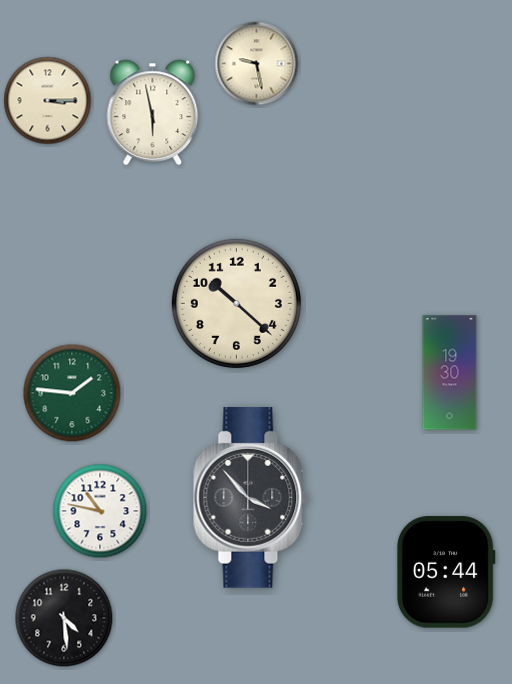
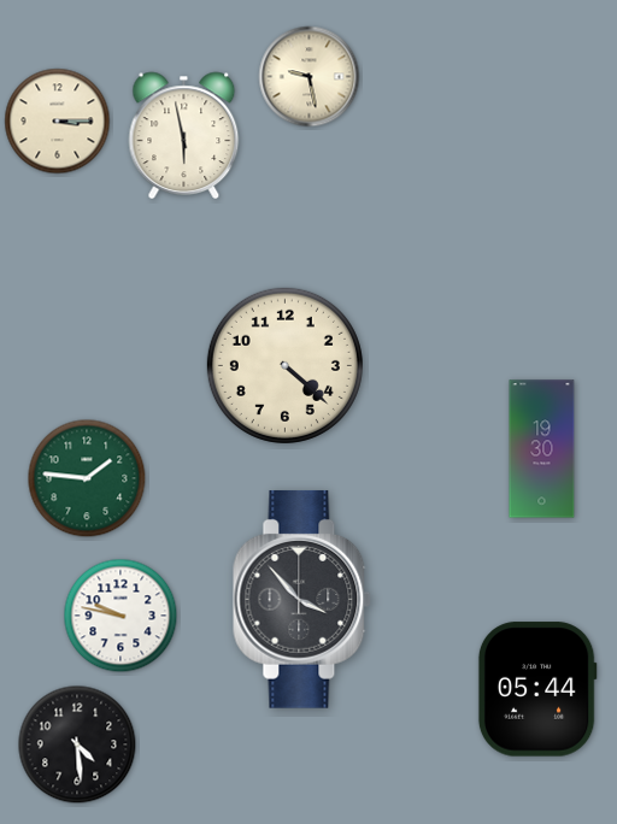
clock at (236, 303): 10:22 -> 4:22
clock at (72, 393) position: (72, 393) -> (87, 478)
clock at (100, 511): 10:47 -> 9:47
